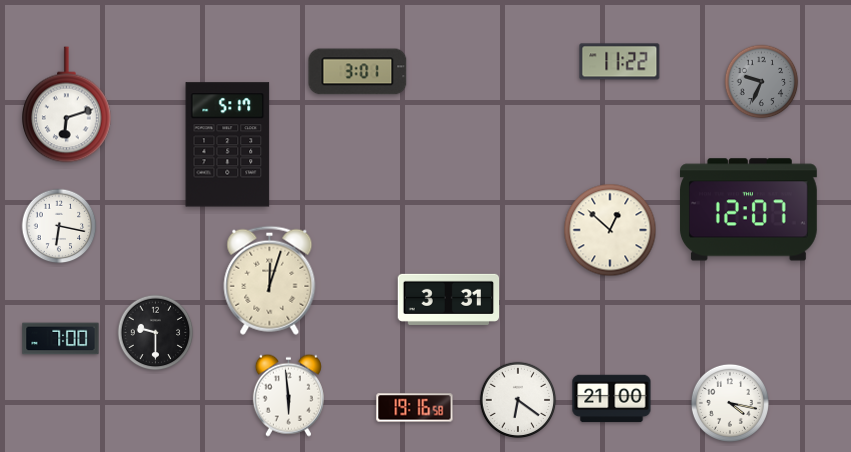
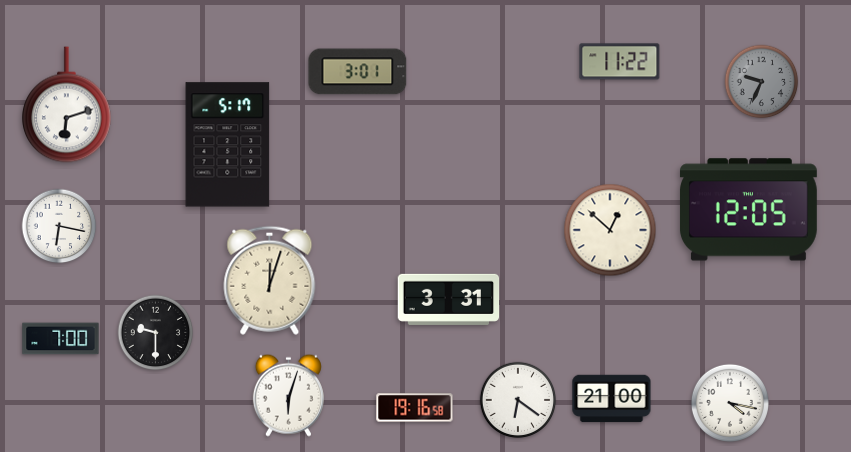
clock at (748, 210): 12:07 -> 12:05
clock at (288, 395): 5:59 -> 6:03
